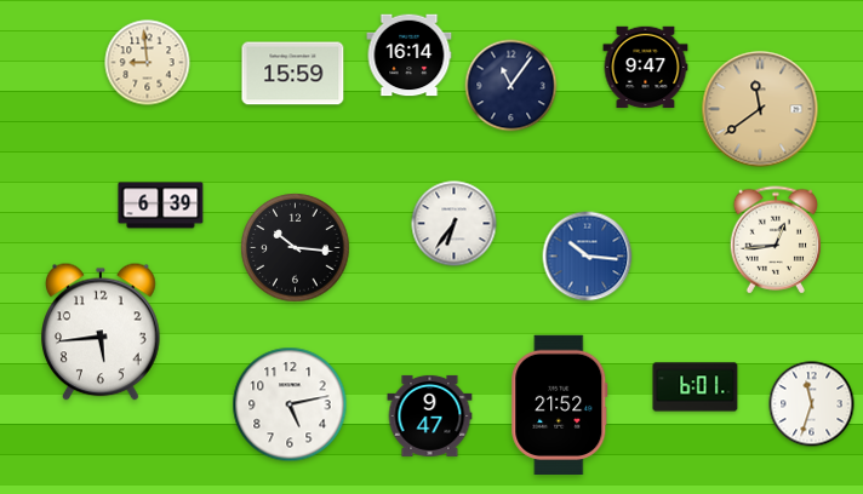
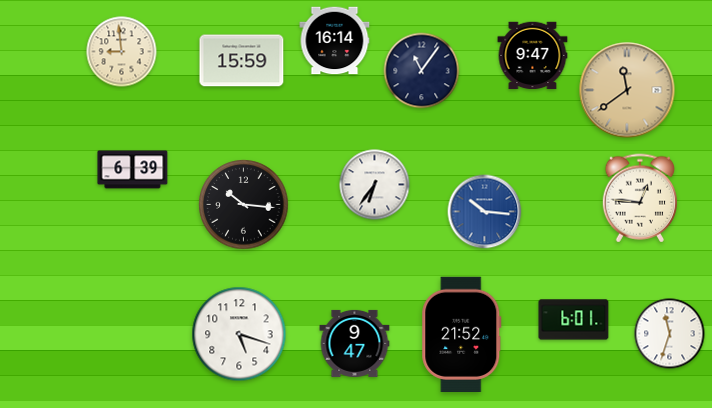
clock at (410, 56) position: (410, 56) -> (335, 41)
clock at (775, 240): 12:44 -> 12:46
clock at (101, 332): 5:44 -> none
clock at (290, 404): 5:13 -> 5:18
